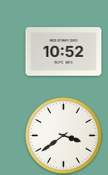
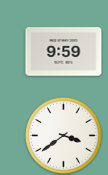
clock at (64, 52): 10:52 -> 9:59
